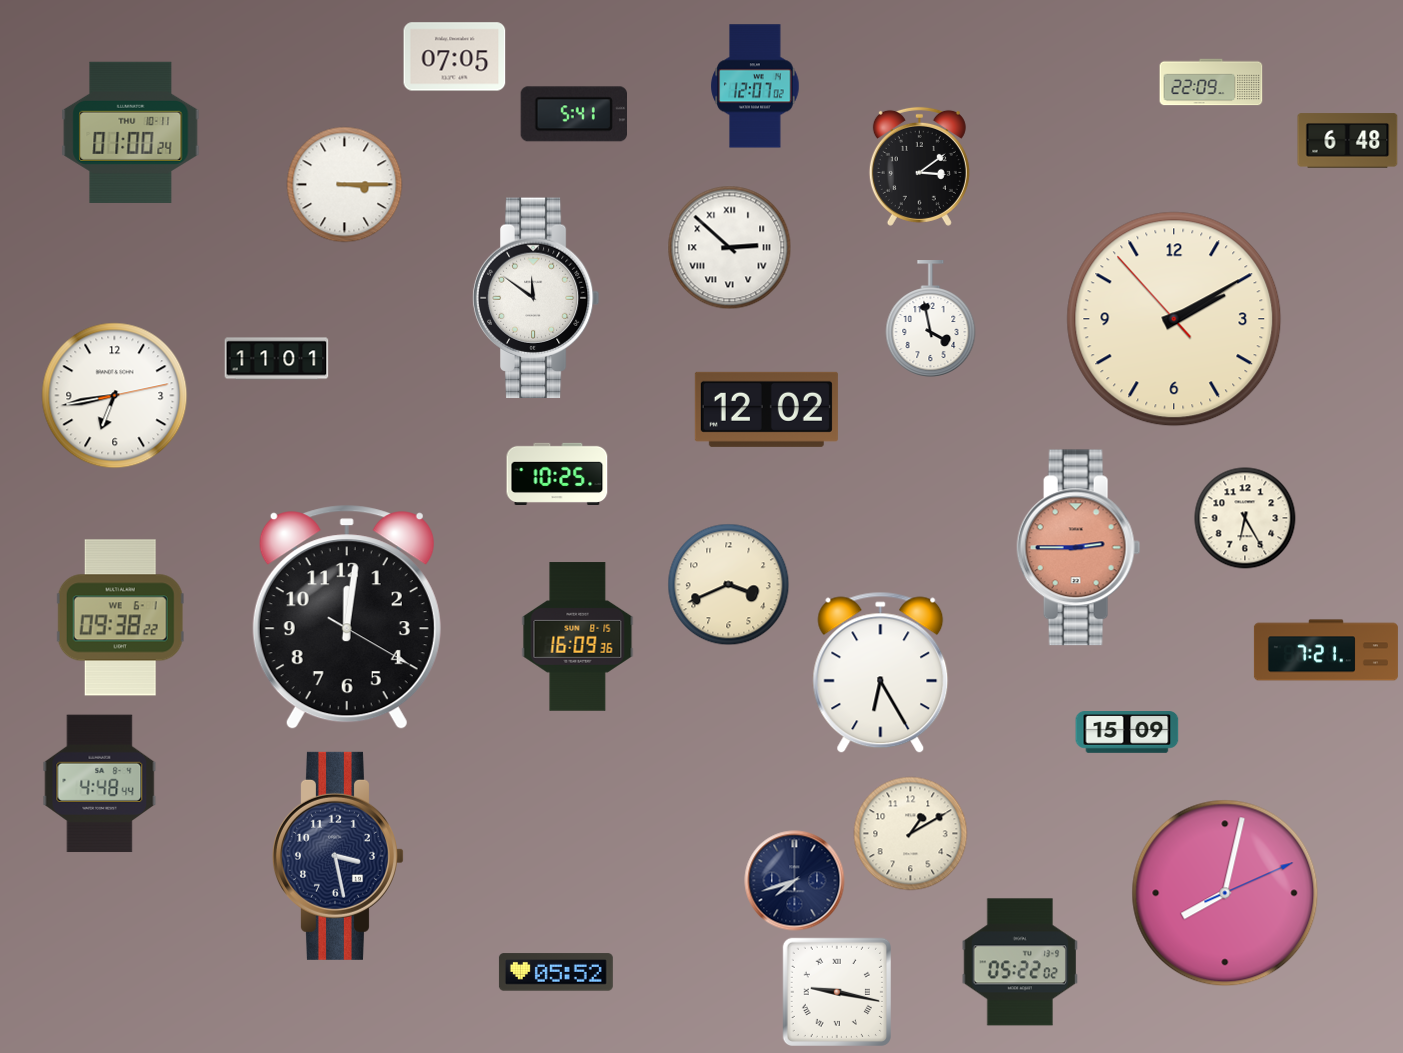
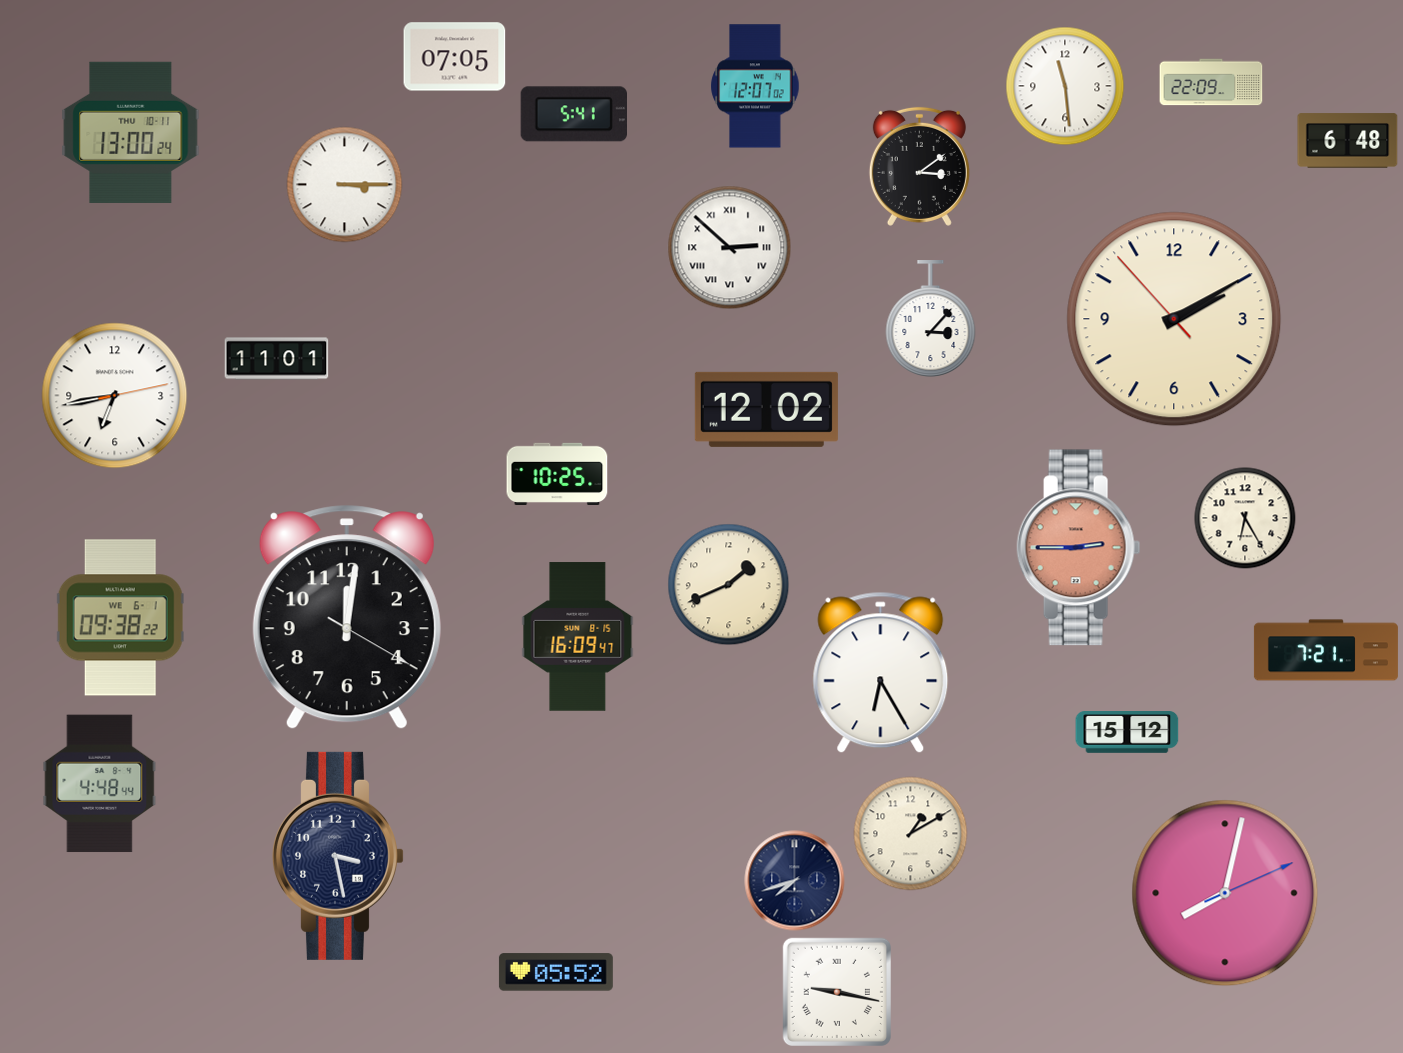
clock at (1065, 86): none -> 11:29
clock at (131, 132): 01:00 -> 13:00
clock at (536, 298): 11:51 -> none
clock at (931, 318): 3:58 -> 3:07
clock at (729, 585): 3:41 -> 1:41
clock at (578, 637): 16:09:36 -> 16:09:47
clock at (1127, 733): 15:09 -> 15:12
clock at (1020, 962): 05:22 -> none
